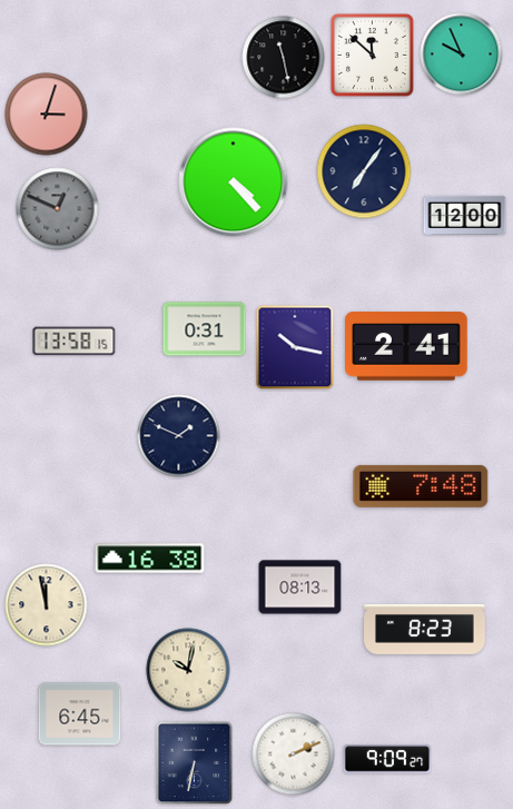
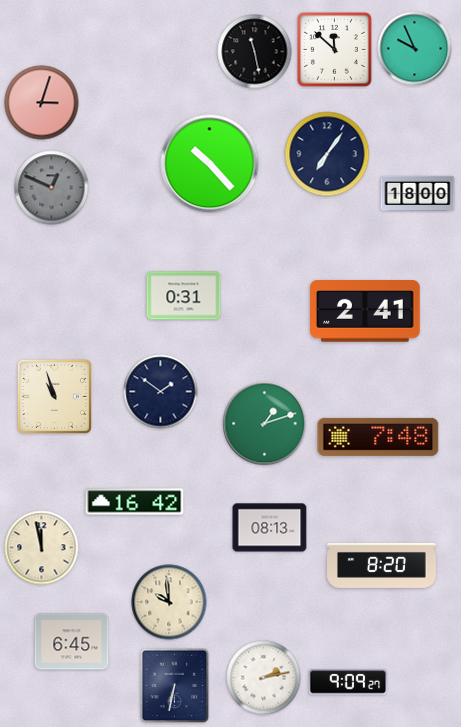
clock at (234, 182): 4:23 -> 10:23
clock at (465, 215): 12:00 -> 18:00
clock at (75, 342): 13:58 -> none
clock at (295, 347): 10:17 -> none
clock at (179, 436): 1:49 -> 1:51
clock at (54, 396): none -> 10:57
clock at (265, 424): none -> 1:12
clock at (150, 559): 16:38 -> 16:42
clock at (47, 605) position: (47, 605) -> (42, 548)
clock at (425, 629): 8:23 -> 8:20
clock at (188, 670): 10:02 -> 9:59
clock at (294, 754): 2:11 -> 2:13
